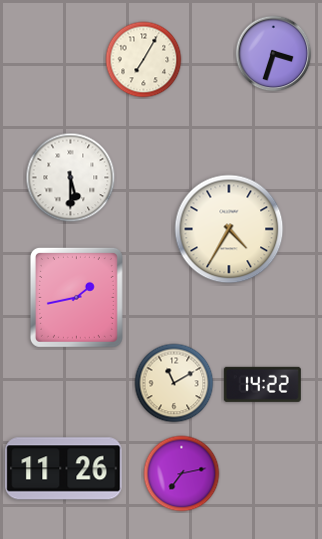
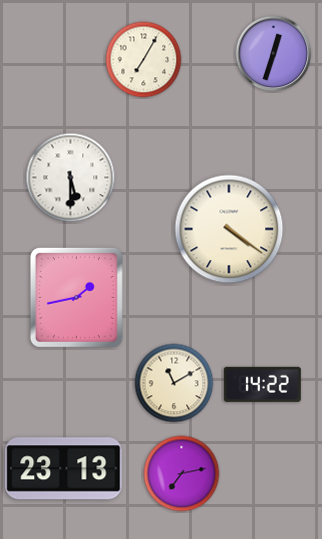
clock at (274, 54): 3:33 -> 12:33
clock at (229, 229): 4:35 -> 4:21
clock at (64, 469): 11:26 -> 23:13
